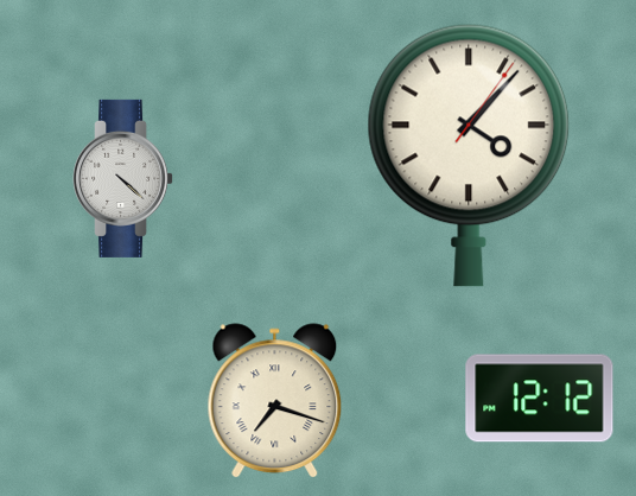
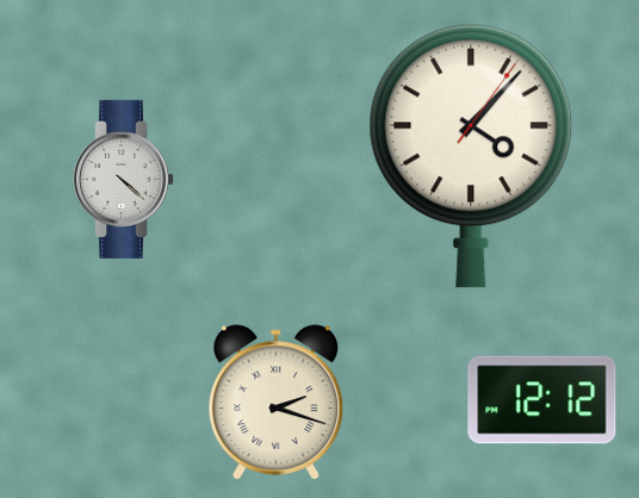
clock at (275, 400): 7:18 -> 2:18
